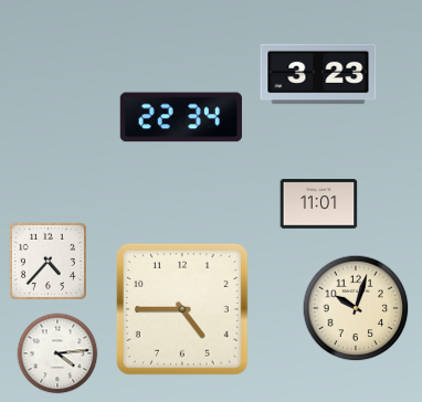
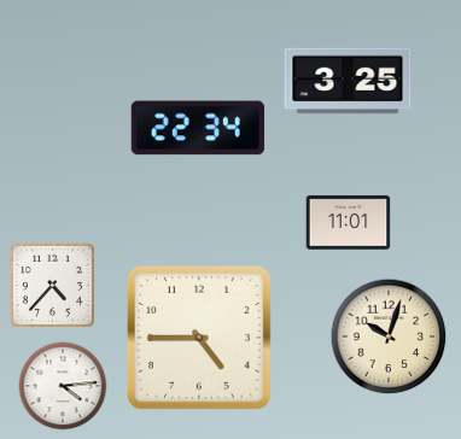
clock at (318, 74): 3:23 -> 3:25
